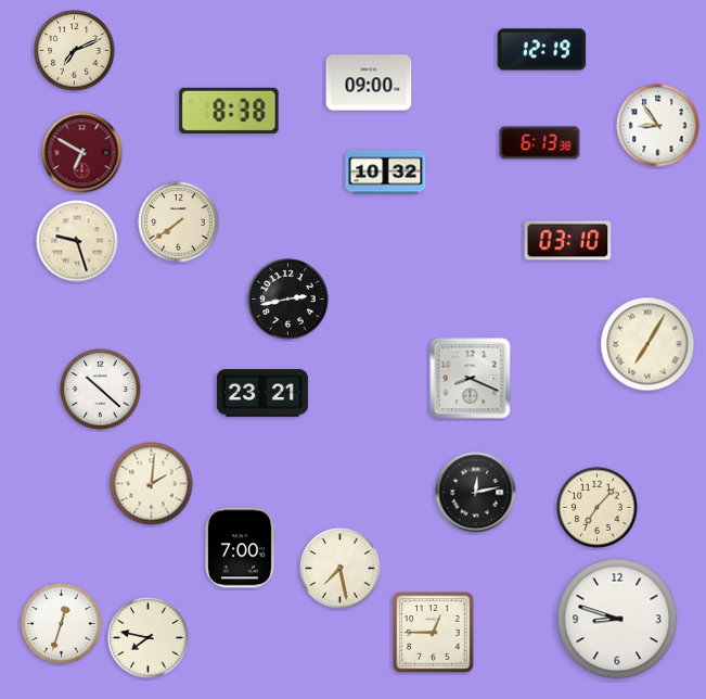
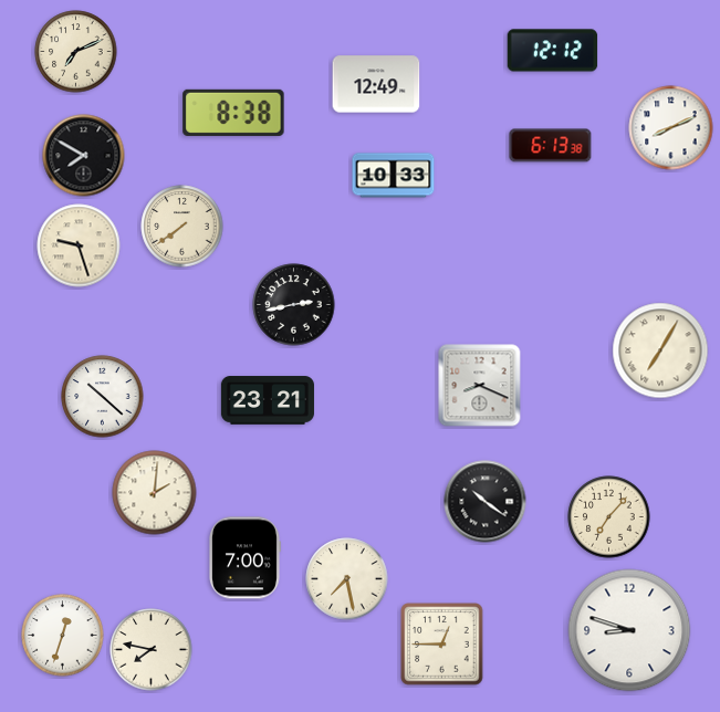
clock at (542, 50): 12:19 -> 12:12
clock at (369, 82): 09:00 -> 12:49
clock at (658, 126): 8:54 -> 8:11
clock at (82, 153): 6:50 -> 7:50
clock at (82, 153) dial: burgundy -> black
clock at (386, 173): 10:32 -> 10:33
clock at (568, 241): 03:10 -> none
clock at (476, 493): 12:13 -> 10:21
